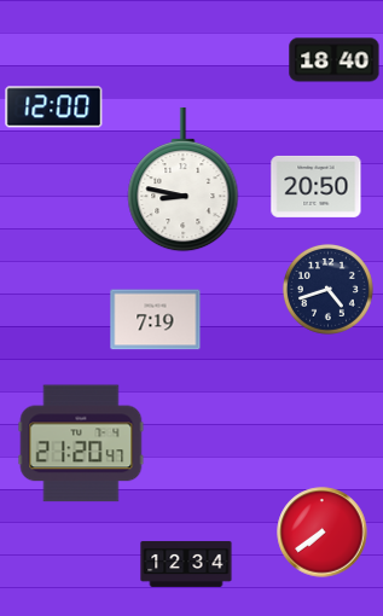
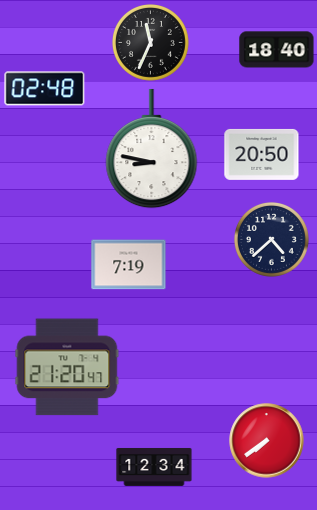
clock at (151, 43): none -> 11:34
clock at (54, 107): 12:00 -> 02:48
clock at (327, 289): 4:42 -> 4:38
